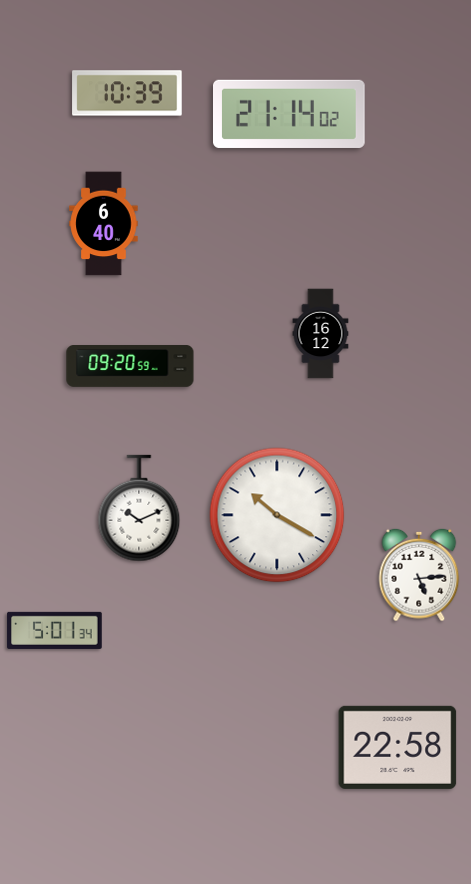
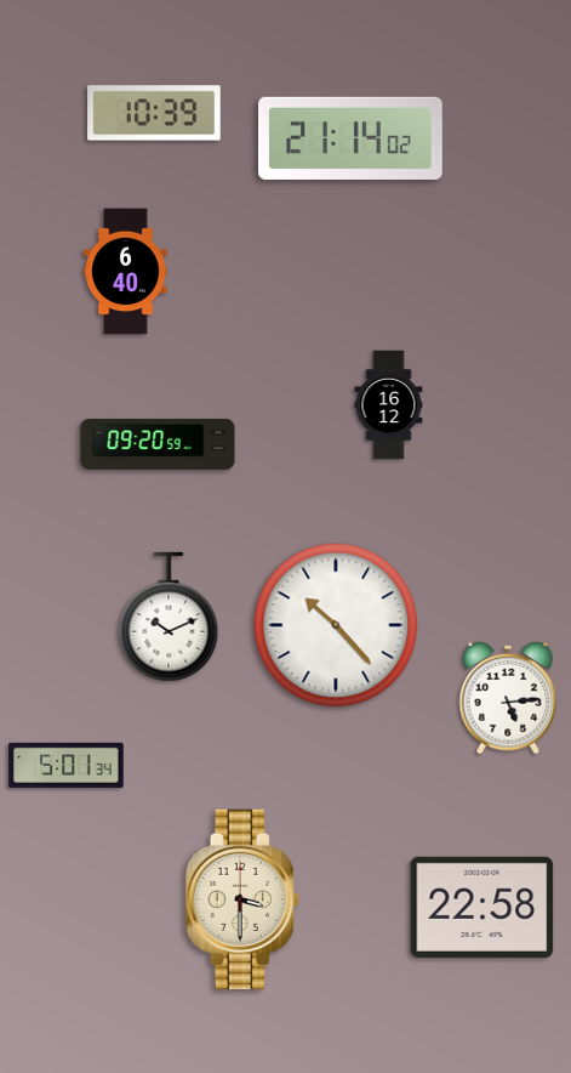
clock at (277, 515): 10:20 -> 10:23
clock at (242, 899): none -> 3:30
